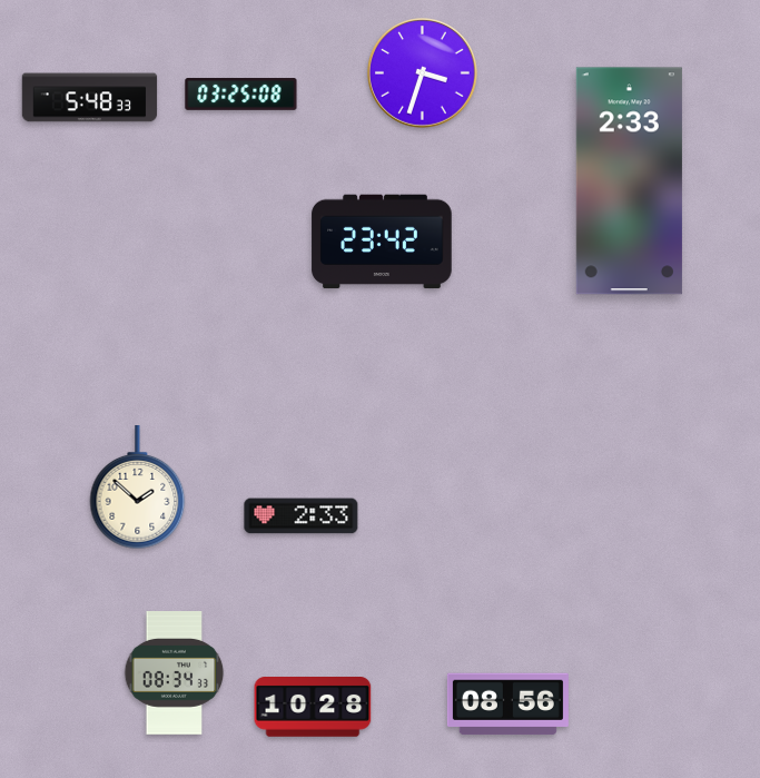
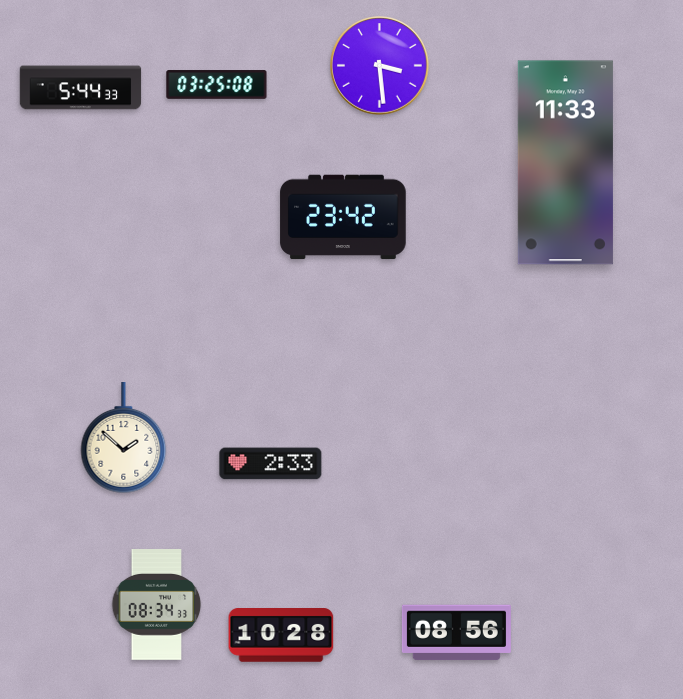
clock at (423, 73): 3:33 -> 3:29
clock at (90, 98): 5:48 -> 5:44
clock at (629, 181): 2:33 -> 11:33
